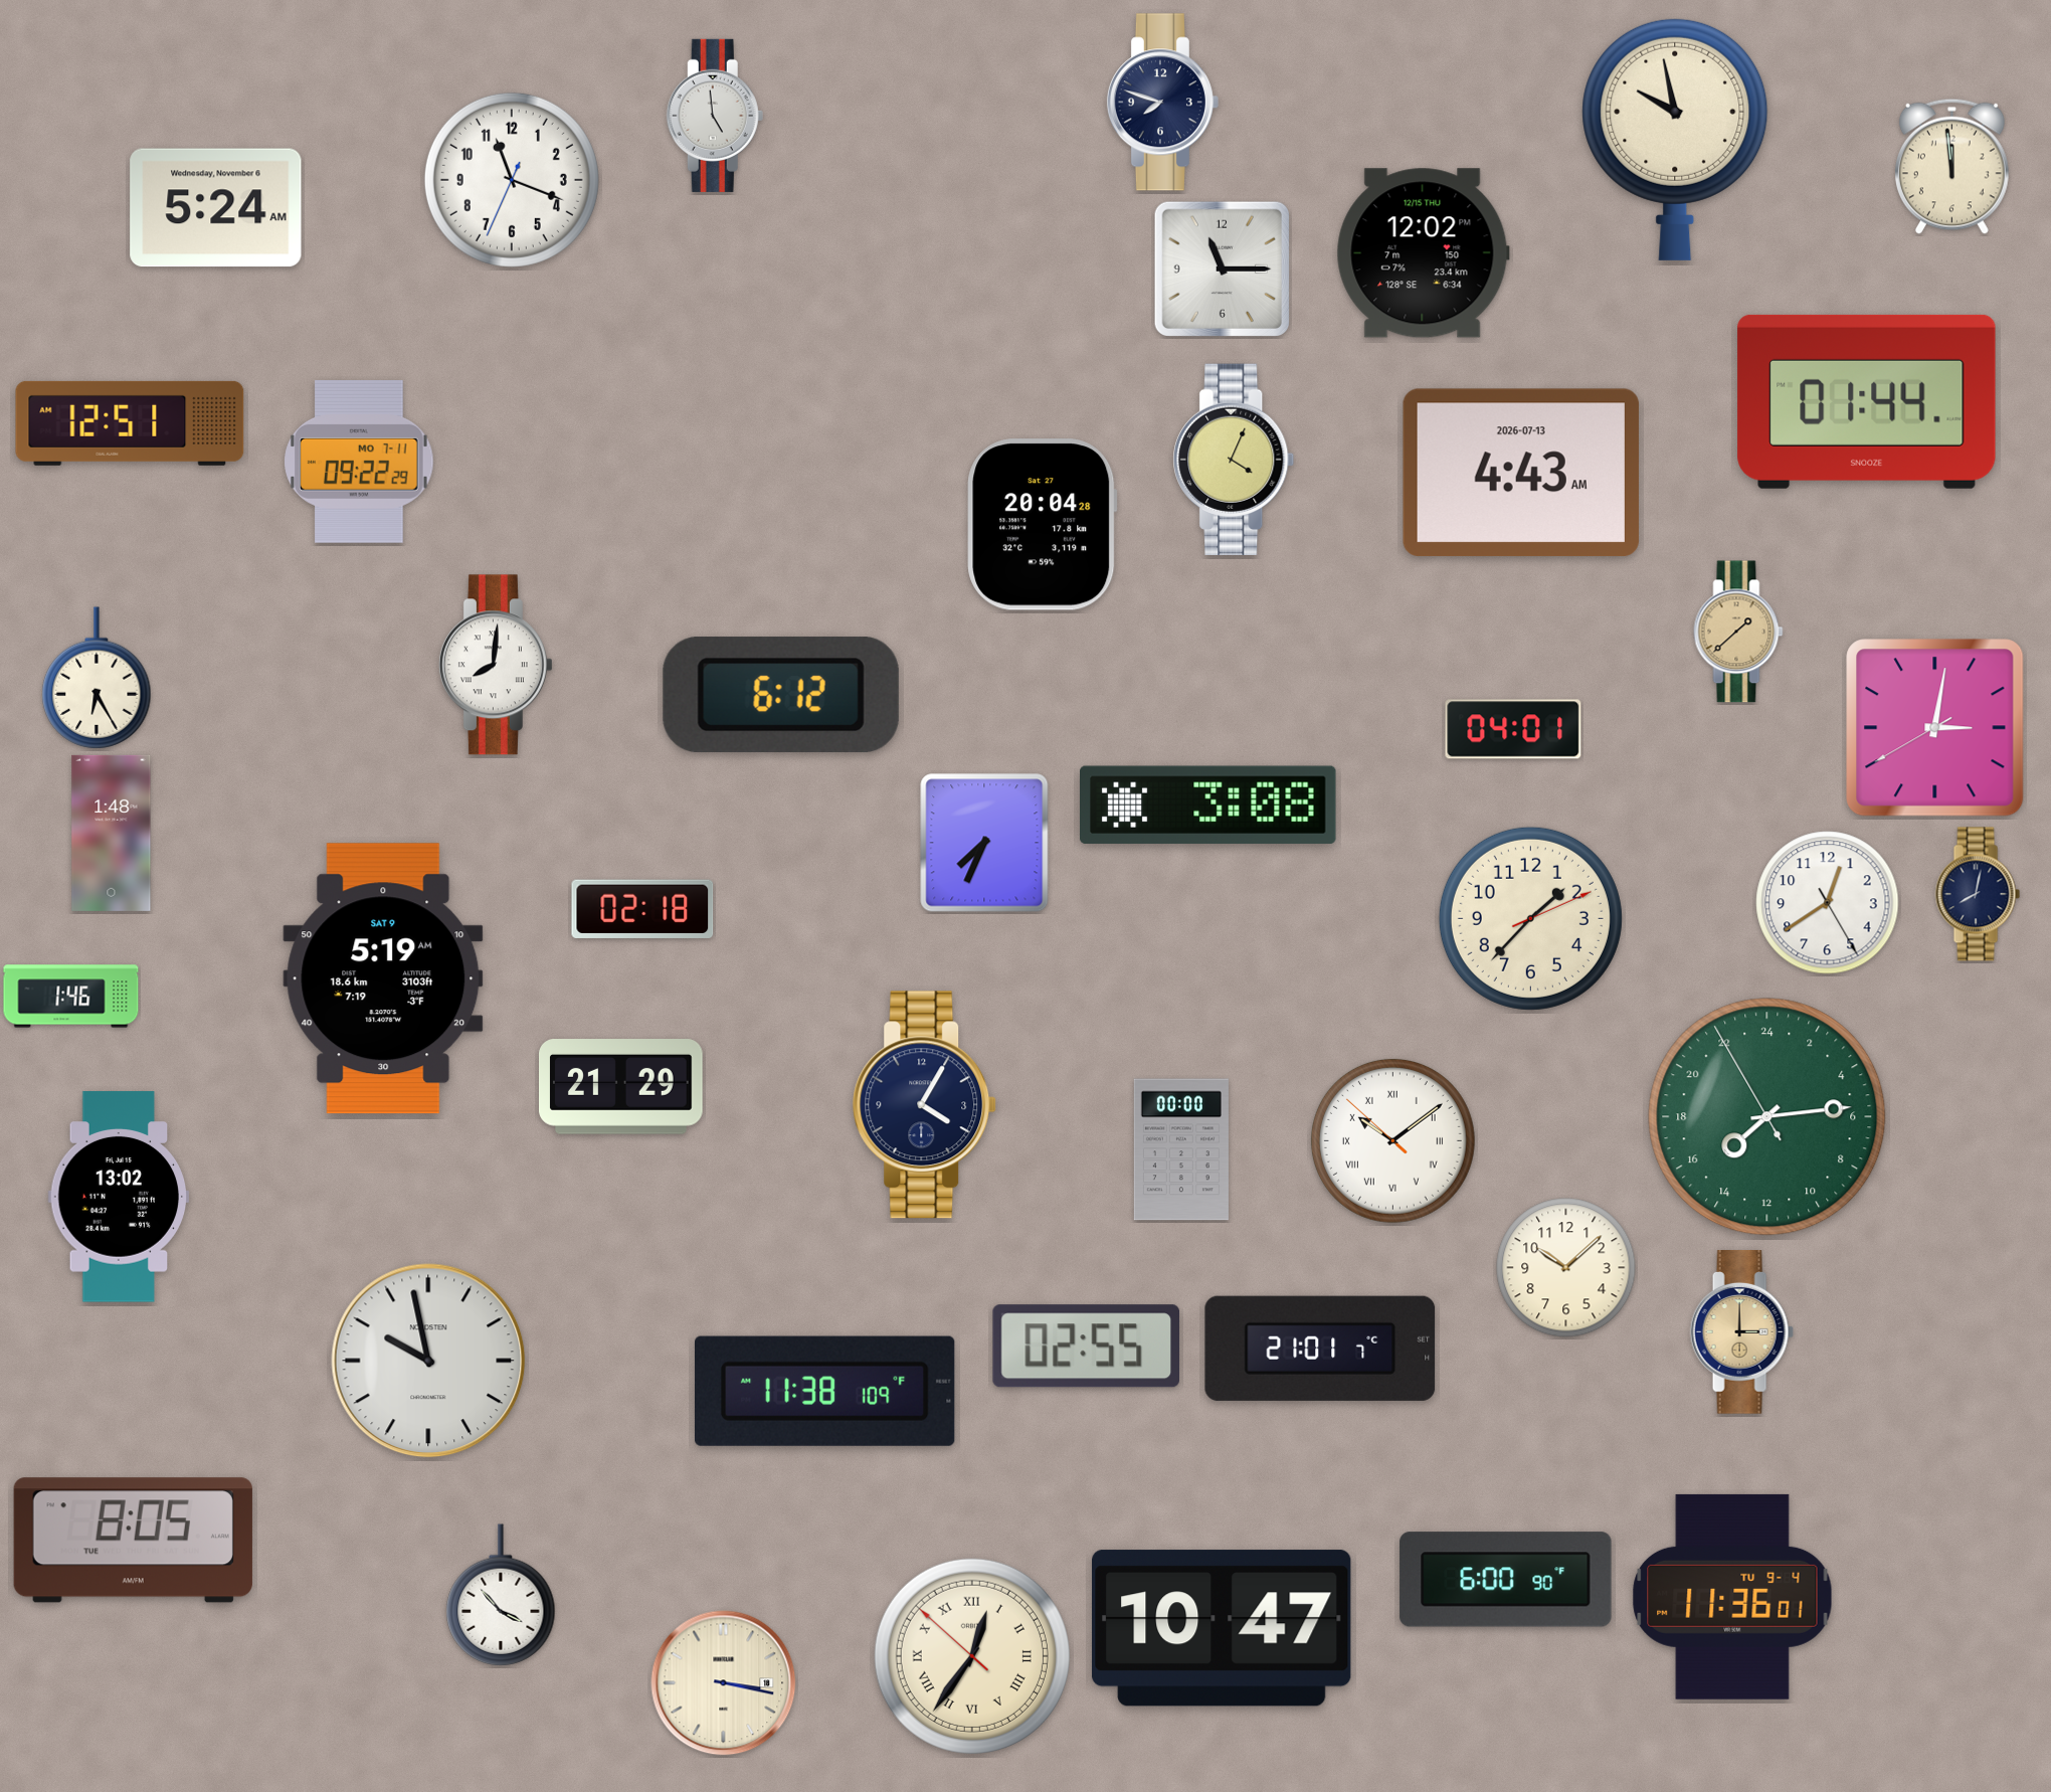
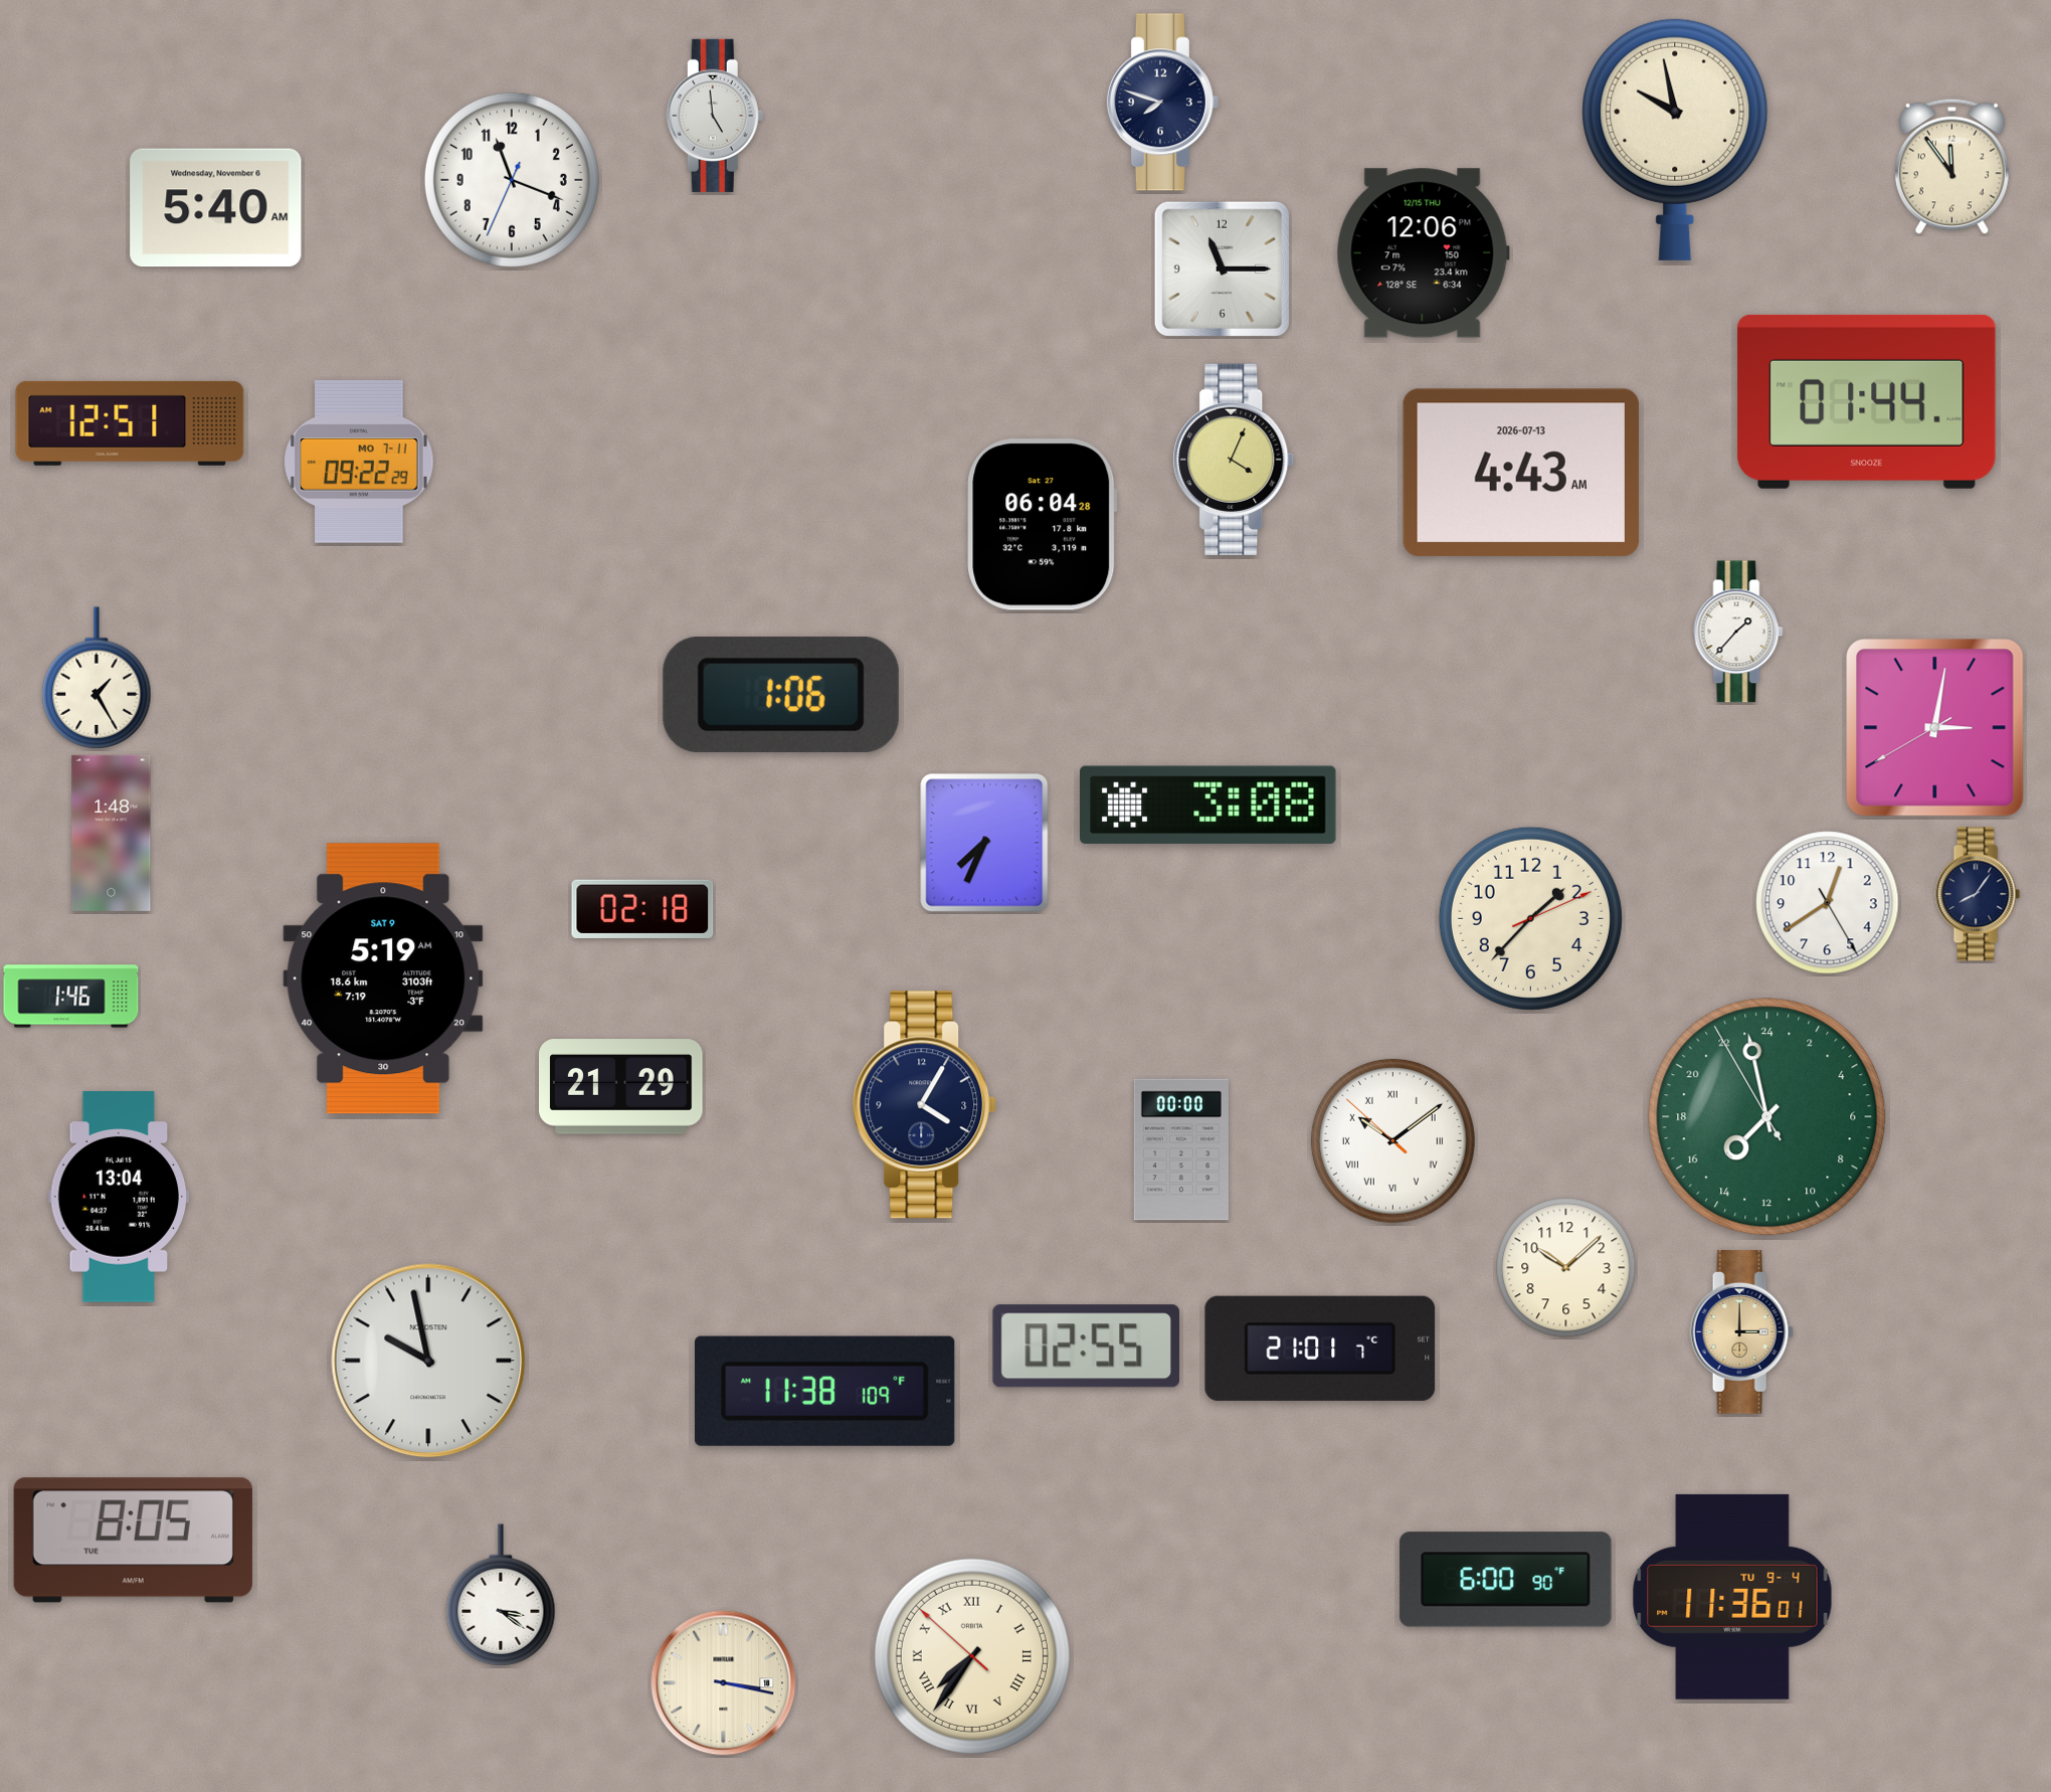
clock at (1951, 166): 11:59 -> 11:54
clock at (216, 208): 5:24 -> 5:40
clock at (1423, 253): 12:02 -> 12:06
clock at (1043, 525): 20:04 -> 06:04
clock at (1738, 632): 1:38 -> 1:37
clock at (1738, 632) dial: champagne -> white
clock at (496, 665): 8:01 -> none
clock at (97, 678): 6:25 -> 1:25
clock at (781, 695): 6:12 -> 1:06
clock at (1513, 729): 04:01 -> none
clock at (1978, 894): 8:02 -> 8:06
clock at (1767, 1117): 15:13 -> 14:57
clock at (119, 1197): 13:02 -> 13:04
clock at (501, 1595): 3:53 -> 3:21
clock at (1223, 1628): 10:47 -> none
clock at (972, 1656): 12:35 -> 7:35
